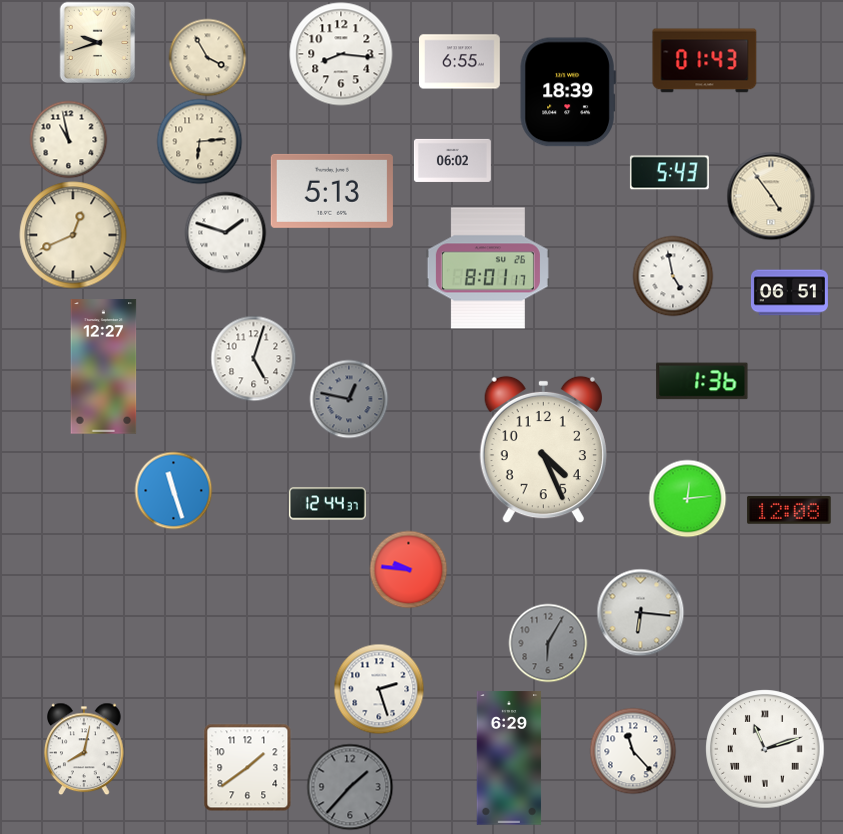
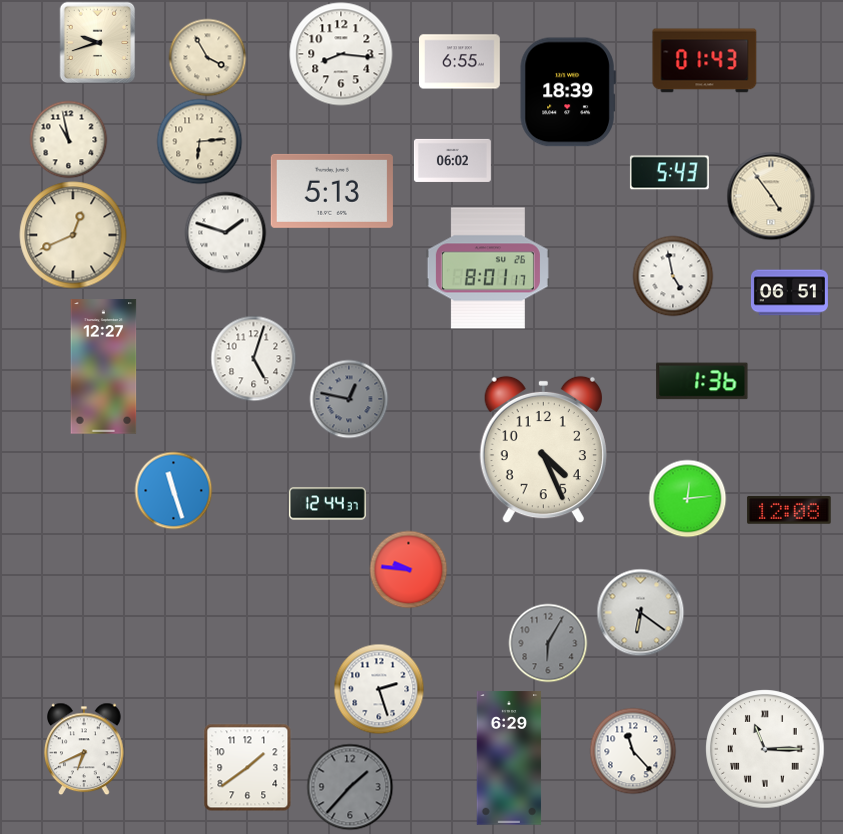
clock at (640, 612): 6:16 -> 6:21
clock at (85, 749): 8:02 -> 6:41
clock at (765, 749): 11:12 -> 11:15
